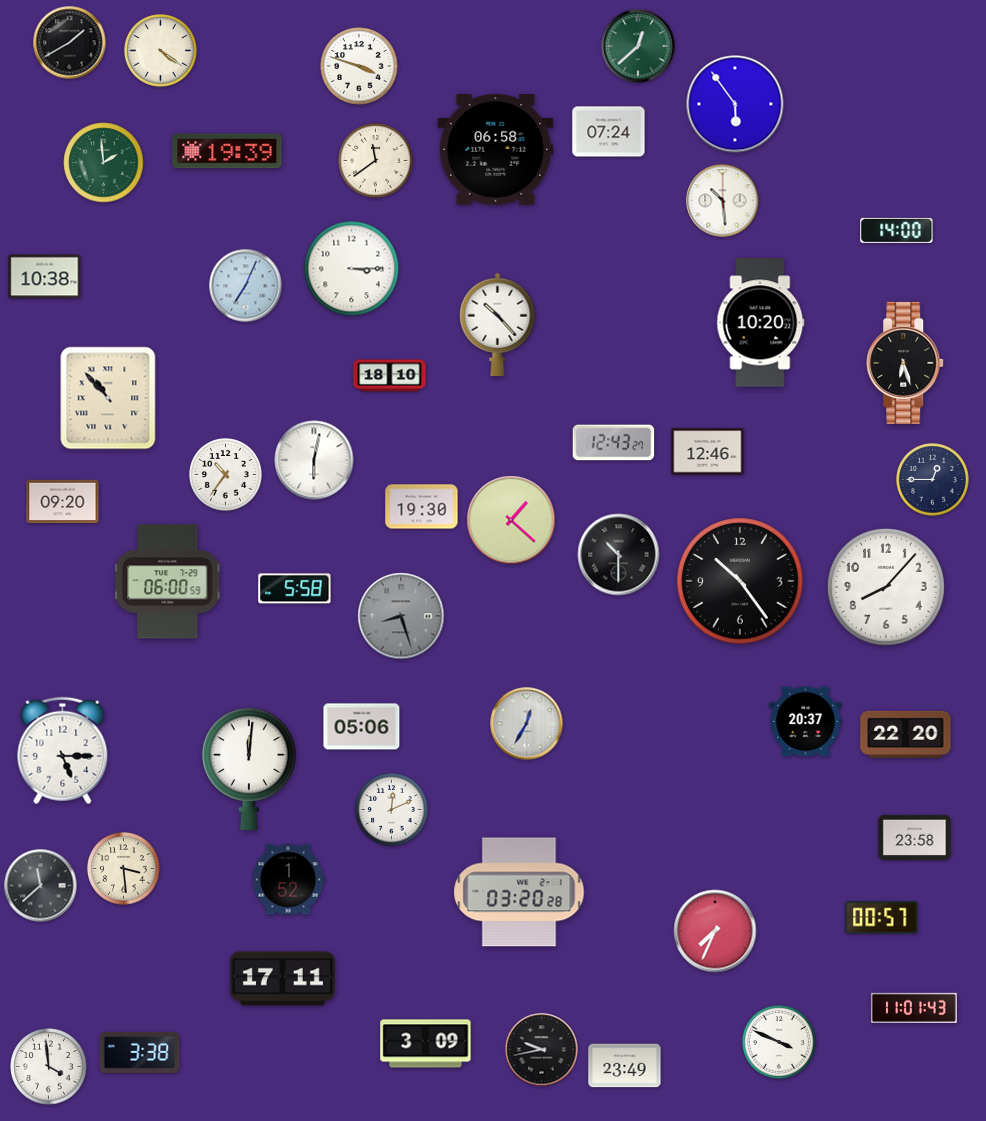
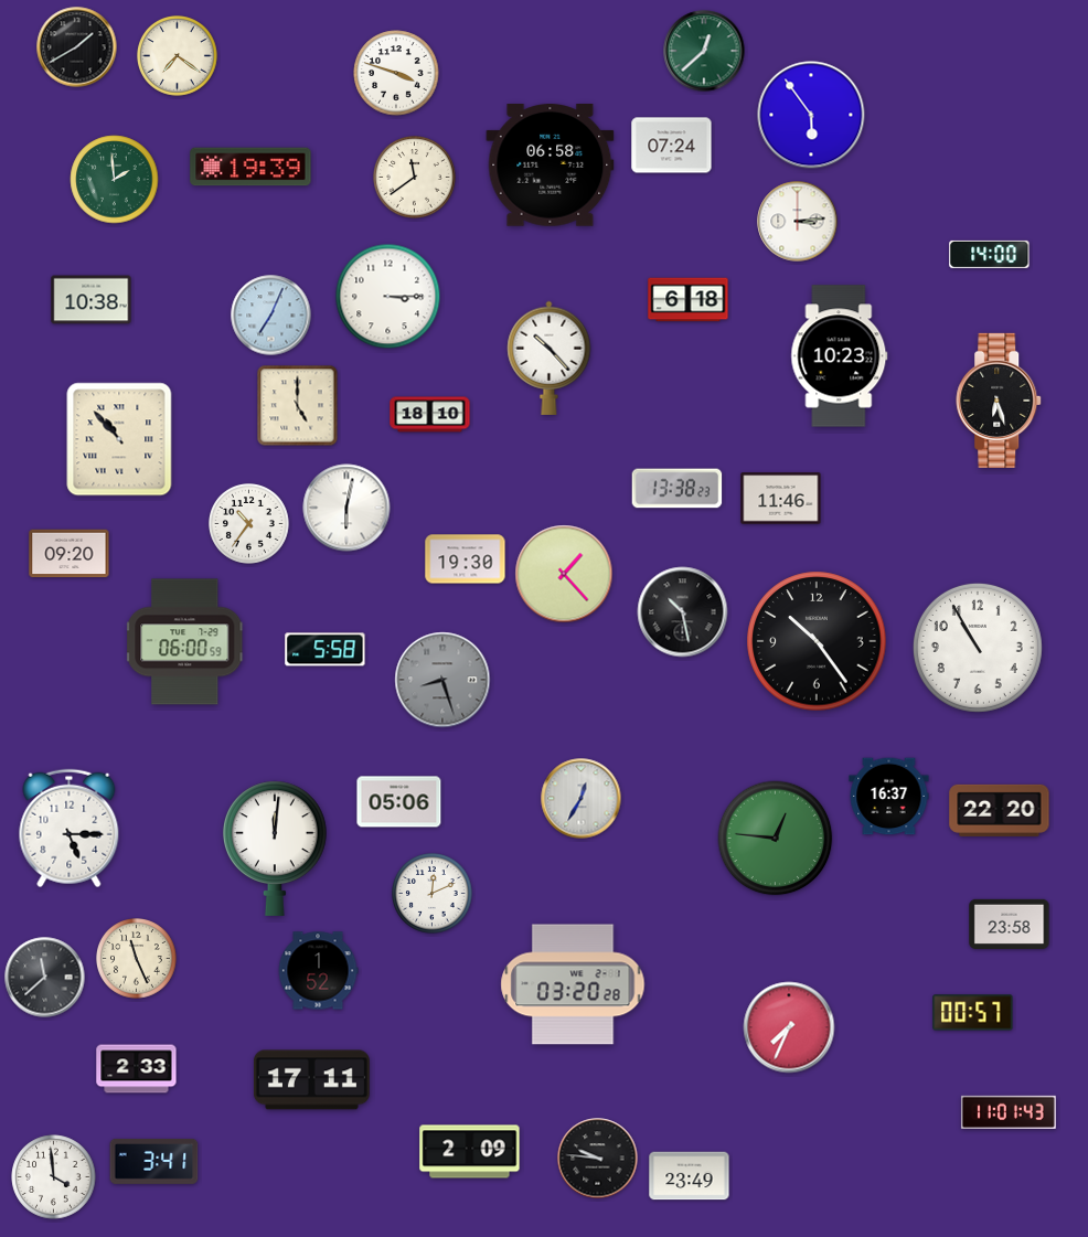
clock at (161, 51): 4:21 -> 7:21
clock at (496, 150) position: (496, 150) -> (551, 166)
clock at (723, 201): 10:29 -> 3:14
clock at (689, 300): none -> 6:18
clock at (45, 277) position: (45, 277) -> (92, 300)
clock at (761, 323): 10:20 -> 10:23
clock at (298, 406): none -> 5:00
clock at (614, 443): 12:43 -> 13:38
clock at (708, 452): 12:46 -> 11:46
clock at (933, 480): 12:45 -> none
clock at (511, 520): 1:22 -> 1:23
clock at (619, 555): 10:30 -> 10:28
clock at (886, 587): 8:07 -> 10:55
clock at (806, 722): 20:37 -> 16:37
clock at (776, 839): none -> 12:46
clock at (124, 869): 3:29 -> 11:26
clock at (137, 1069): none -> 2:33
clock at (779, 1042): 3:49 -> none
clock at (426, 1044): 3:09 -> 2:09
clock at (542, 1050): 9:43 -> 9:46
clock at (140, 1052): 3:38 -> 3:41
